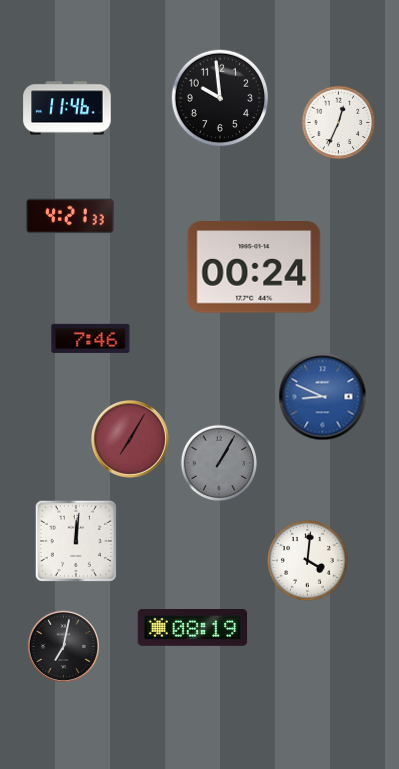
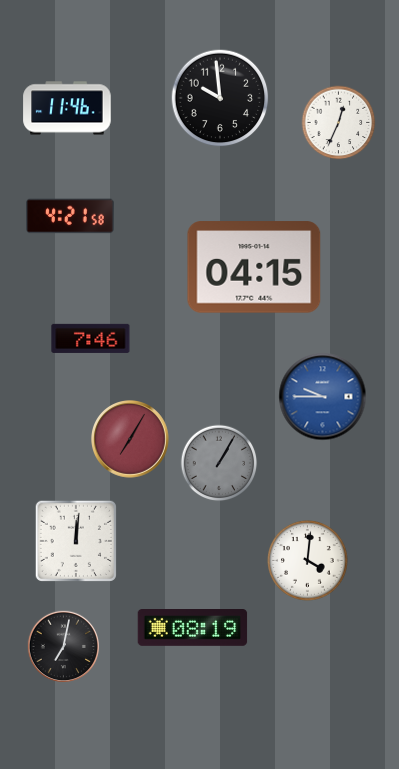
clock at (70, 216): 4:21:33 -> 4:21:58
clock at (254, 267): 00:24 -> 04:15
clock at (323, 397): 8:49 -> 9:45
